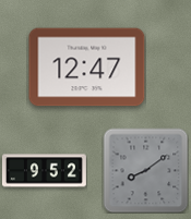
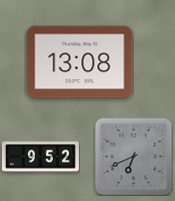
clock at (87, 68): 12:47 -> 13:08
clock at (145, 170): 8:09 -> 6:41
